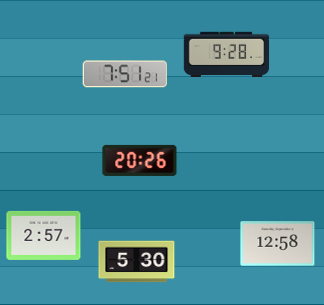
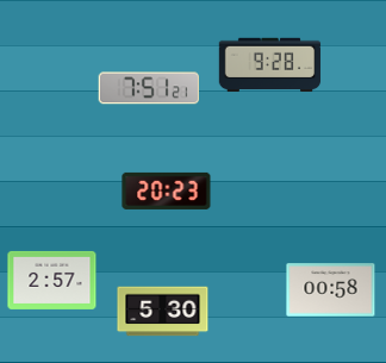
clock at (140, 160): 20:26 -> 20:23
clock at (278, 244): 12:58 -> 00:58
